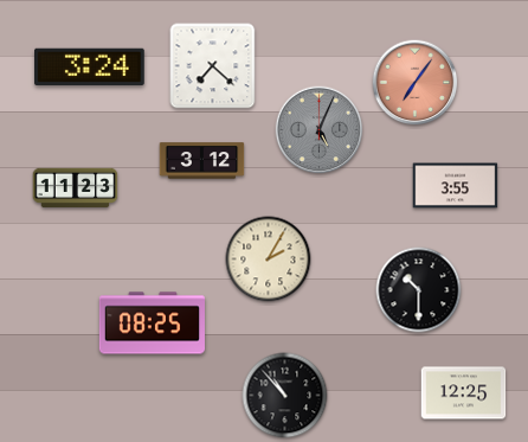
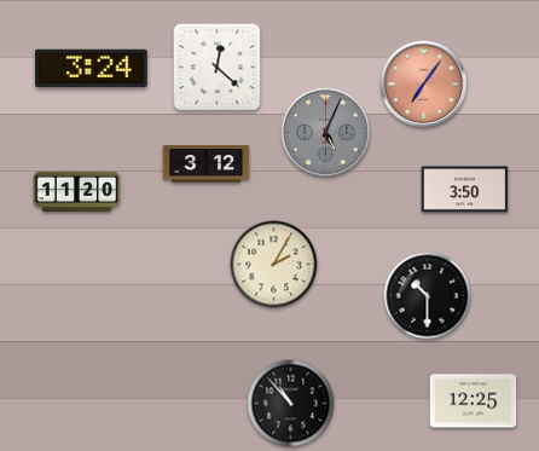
clock at (213, 66): 7:22 -> 12:22
clock at (456, 186): 3:55 -> 3:50
clock at (76, 187): 11:23 -> 11:20
clock at (152, 324): 08:25 -> none
